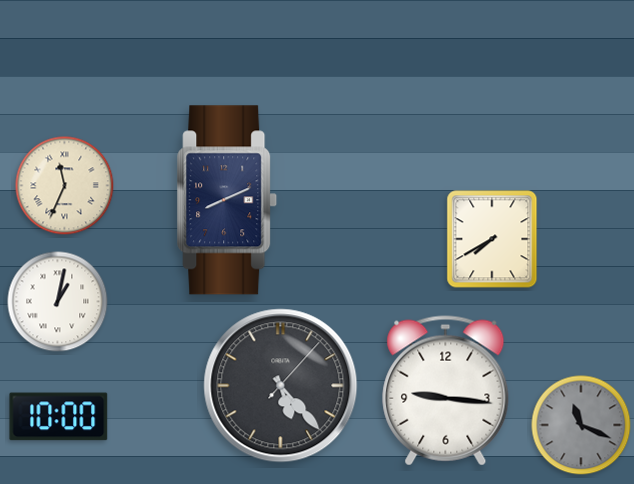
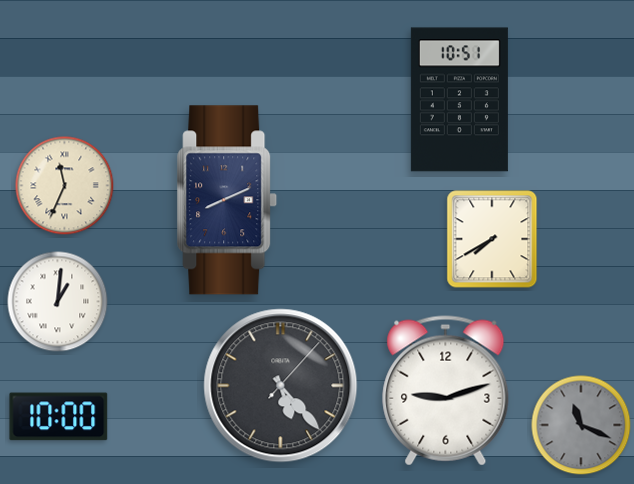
clock at (459, 100): none -> 10:51
clock at (58, 302): 1:02 -> 1:01
clock at (446, 391): 9:16 -> 9:12
